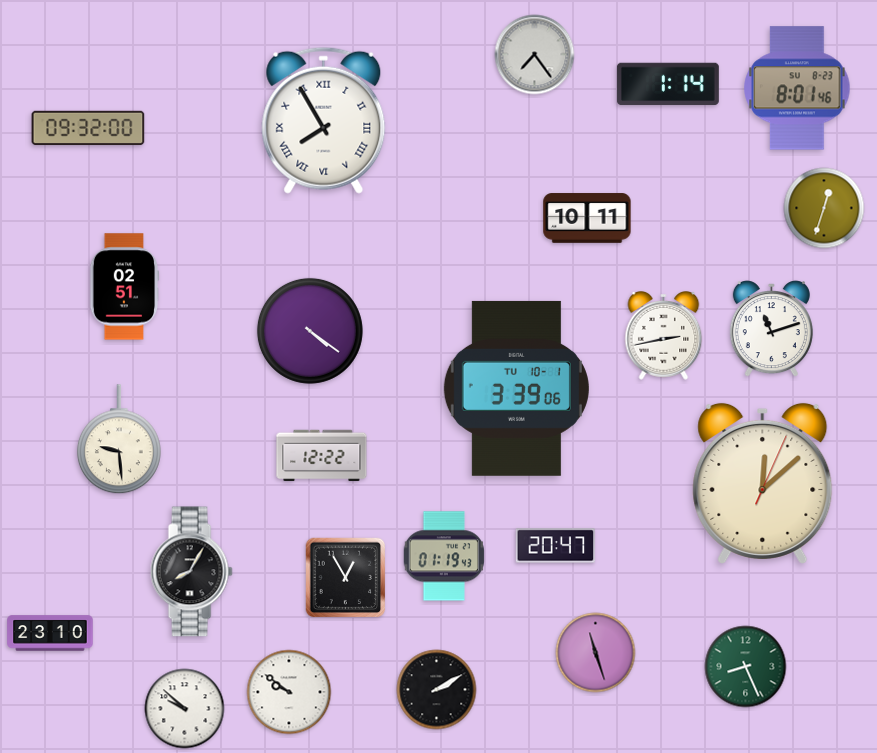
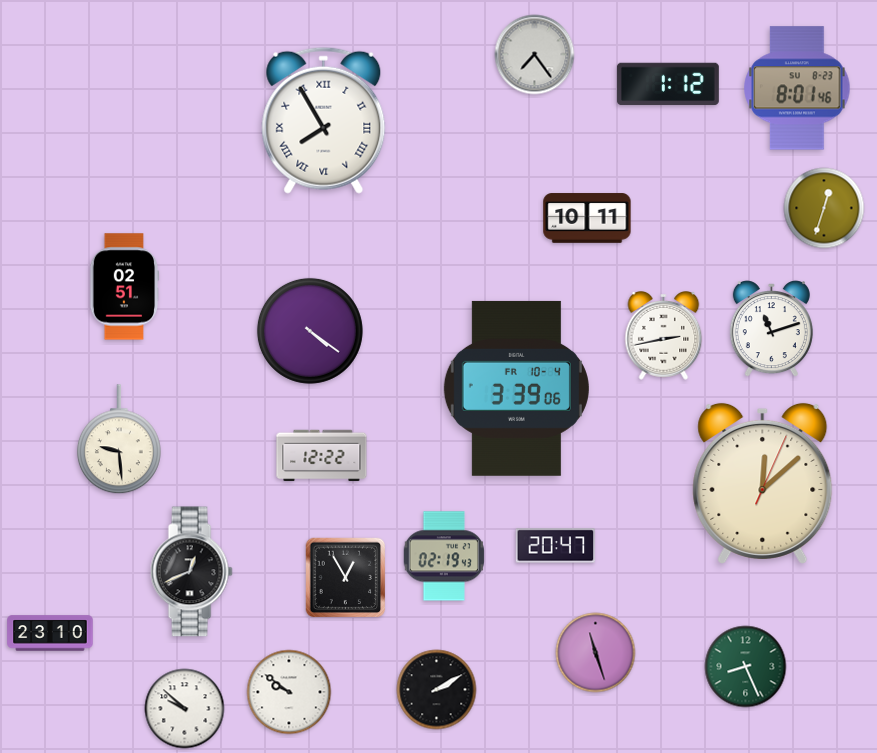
clock at (668, 84): 1:14 -> 1:12
clock at (88, 128): 09:32 -> none
clock at (516, 388) date: TU 10-1 -> FR 10-4
clock at (443, 556): 01:19 -> 02:19
clock at (191, 572): 8:05 -> 12:41
